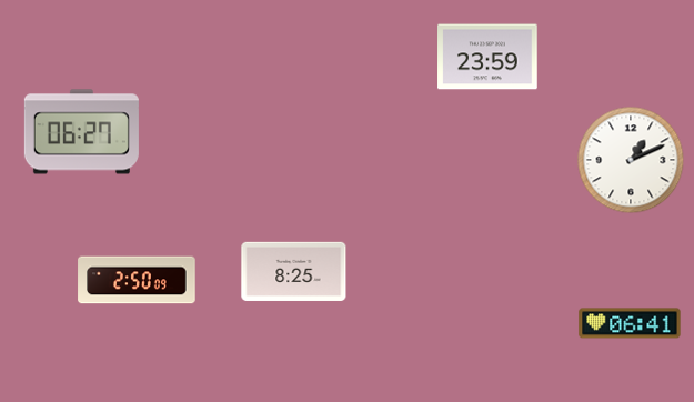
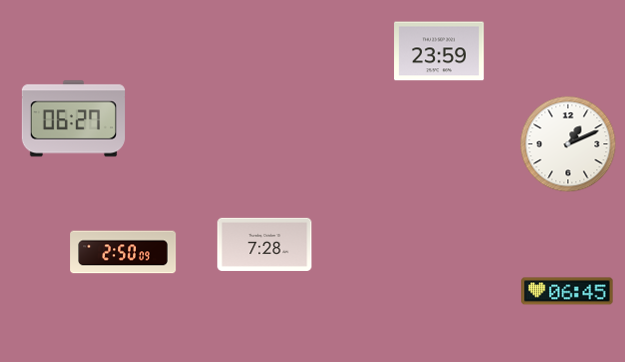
clock at (294, 271): 8:25 -> 7:28
clock at (630, 323): 06:41 -> 06:45
